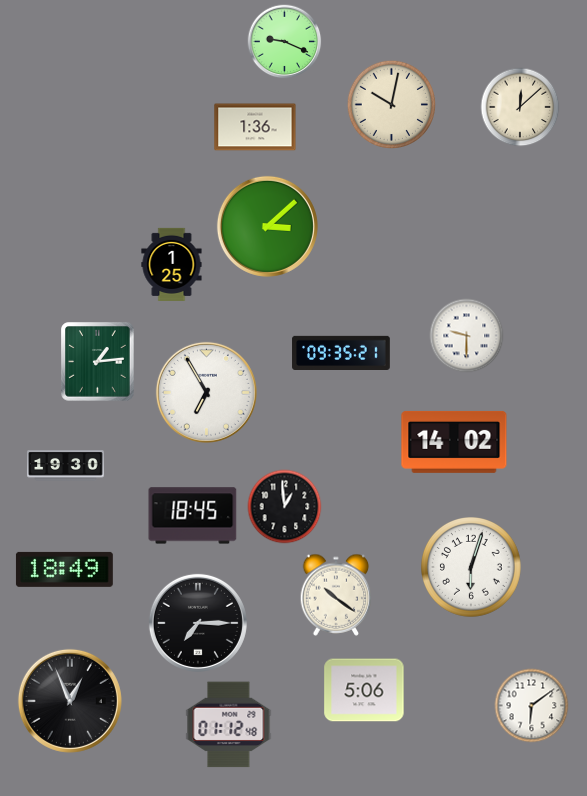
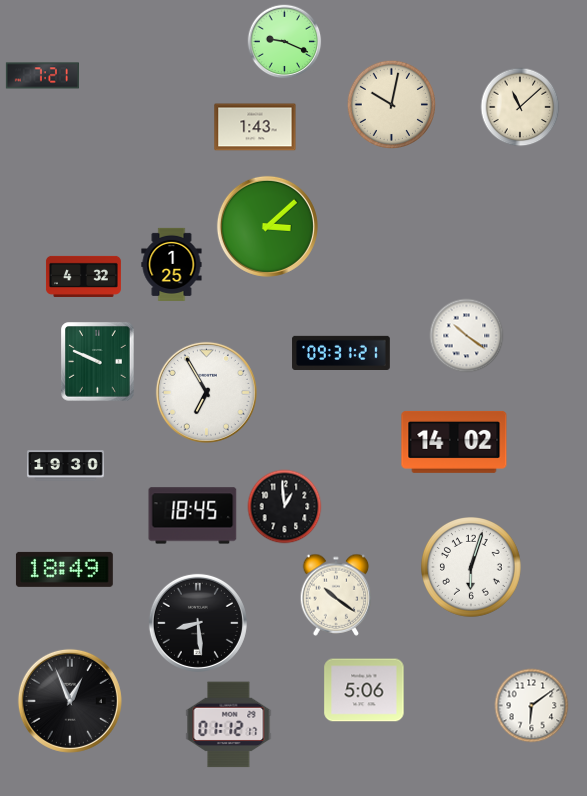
clock at (42, 76): none -> 7:21
clock at (520, 107): 12:08 -> 11:08
clock at (255, 127): 1:36 -> 1:43
clock at (83, 276): none -> 4:32
clock at (467, 336): 9:30 -> 10:21
clock at (341, 352): 09:35 -> 09:31
clock at (98, 362): 1:14 -> 9:49
clock at (198, 623): 7:15 -> 8:29
clock at (229, 725): 01:12:48 -> 01:12:17
